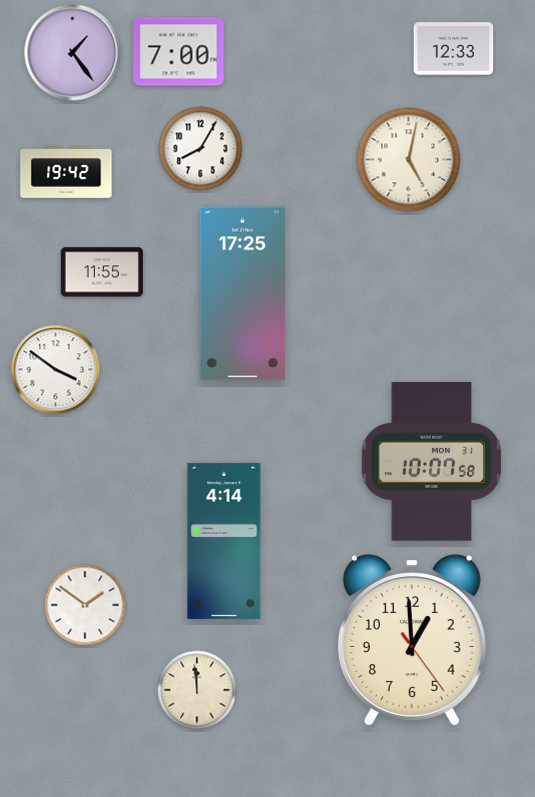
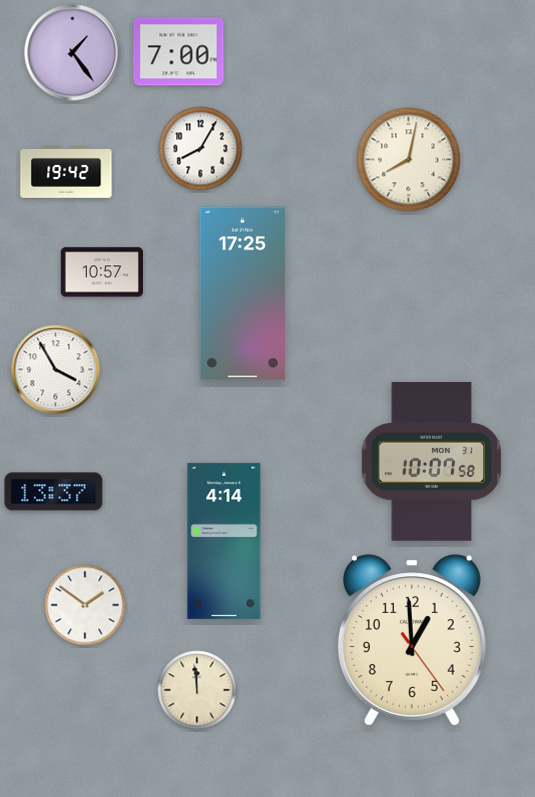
clock at (454, 49): 12:33 -> none
clock at (409, 160): 5:02 -> 8:02
clock at (102, 272): 11:55 -> 10:57
clock at (56, 370): 3:51 -> 3:55
clock at (54, 492): none -> 13:37
